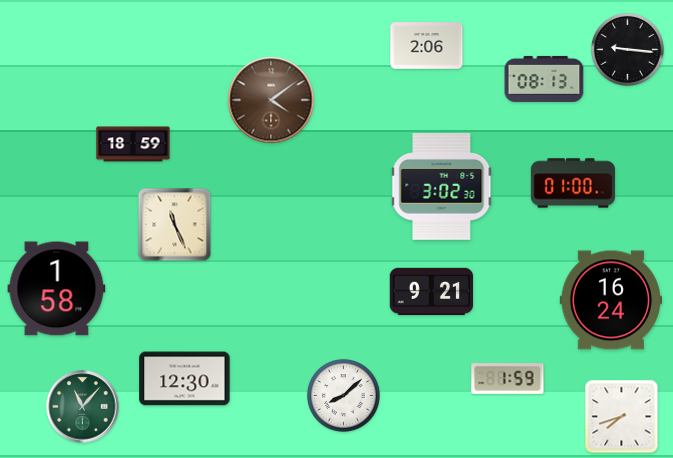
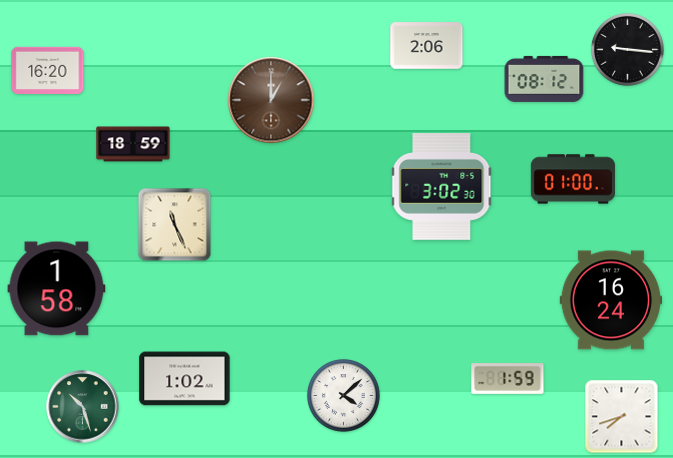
clock at (48, 71): none -> 16:20
clock at (544, 79): 08:13 -> 08:12
clock at (271, 100): 4:09 -> 1:00
clock at (573, 183) position: (573, 183) -> (573, 179)
clock at (432, 291): 9:21 -> none
clock at (185, 379): 12:30 -> 1:02
clock at (344, 396): 8:08 -> 4:08
clock at (83, 407): 11:07 -> 10:27
